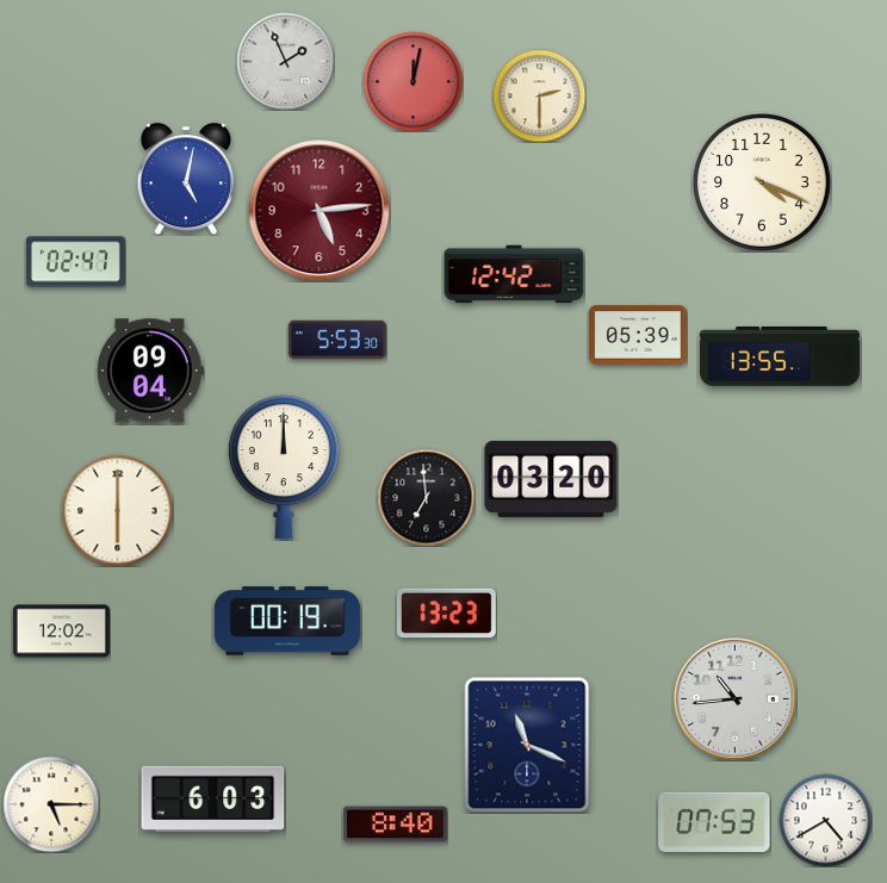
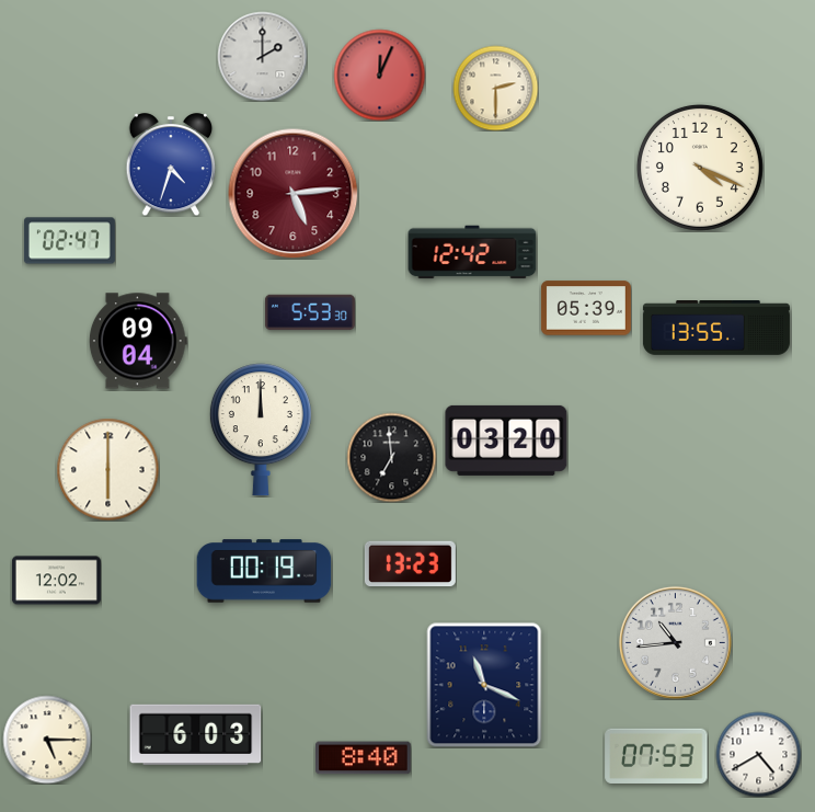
clock at (285, 61): 1:56 -> 2:00
clock at (413, 81): 12:02 -> 12:04
clock at (186, 180): 5:02 -> 4:33
